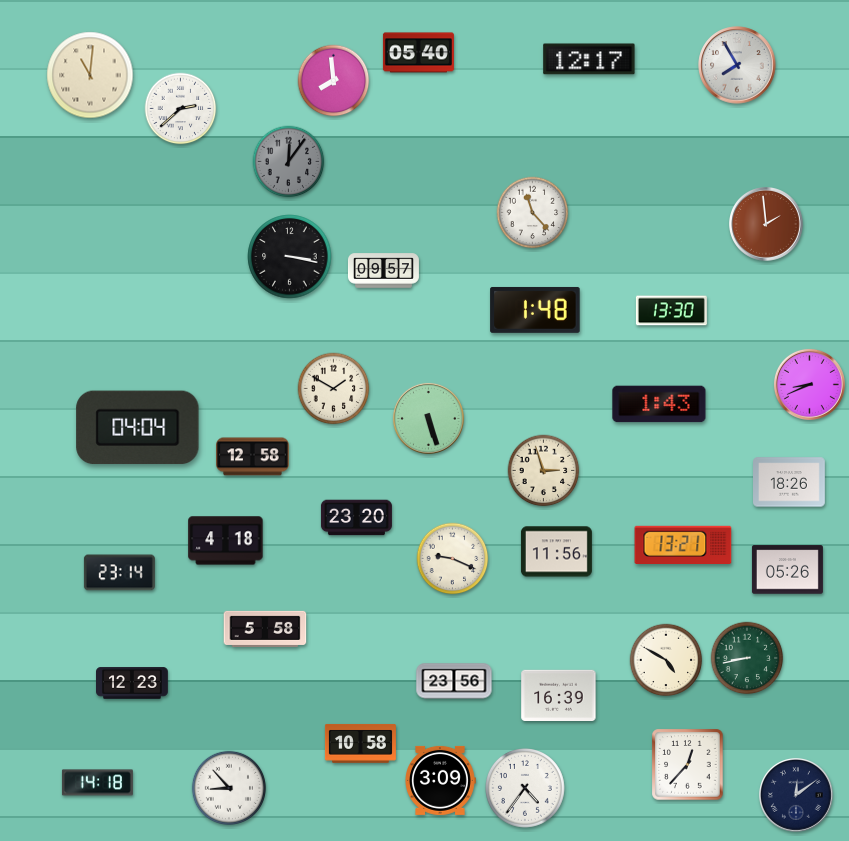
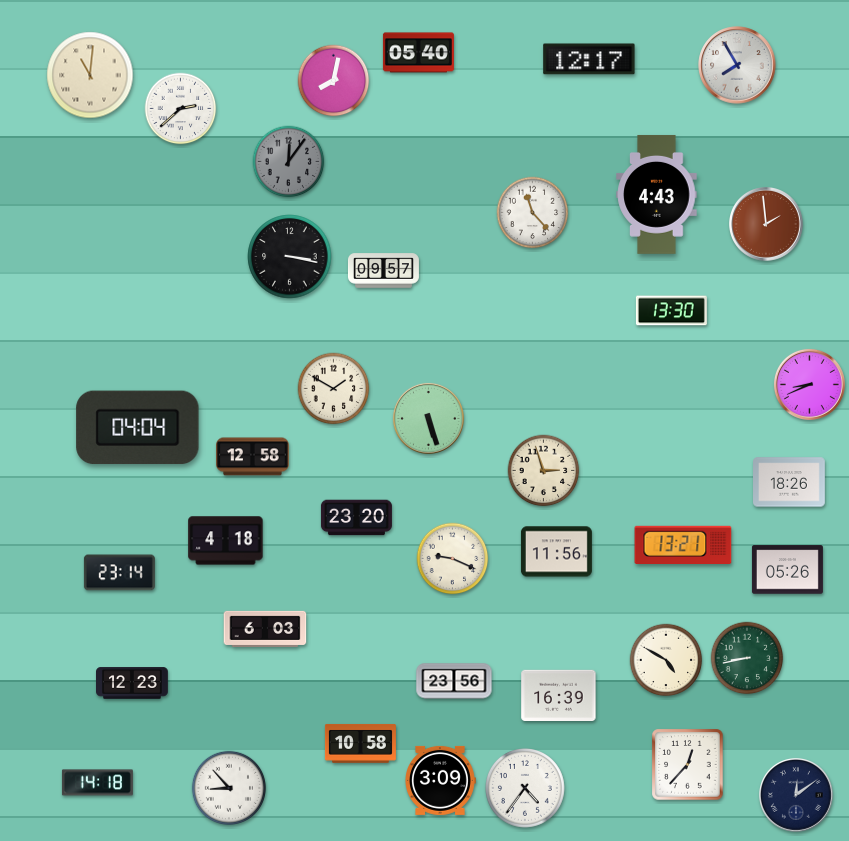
clock at (334, 81): 7:59 -> 8:02
clock at (657, 194): none -> 4:43
clock at (535, 310): 1:48 -> none
clock at (659, 404): 1:43 -> none
clock at (265, 629): 5:58 -> 6:03
